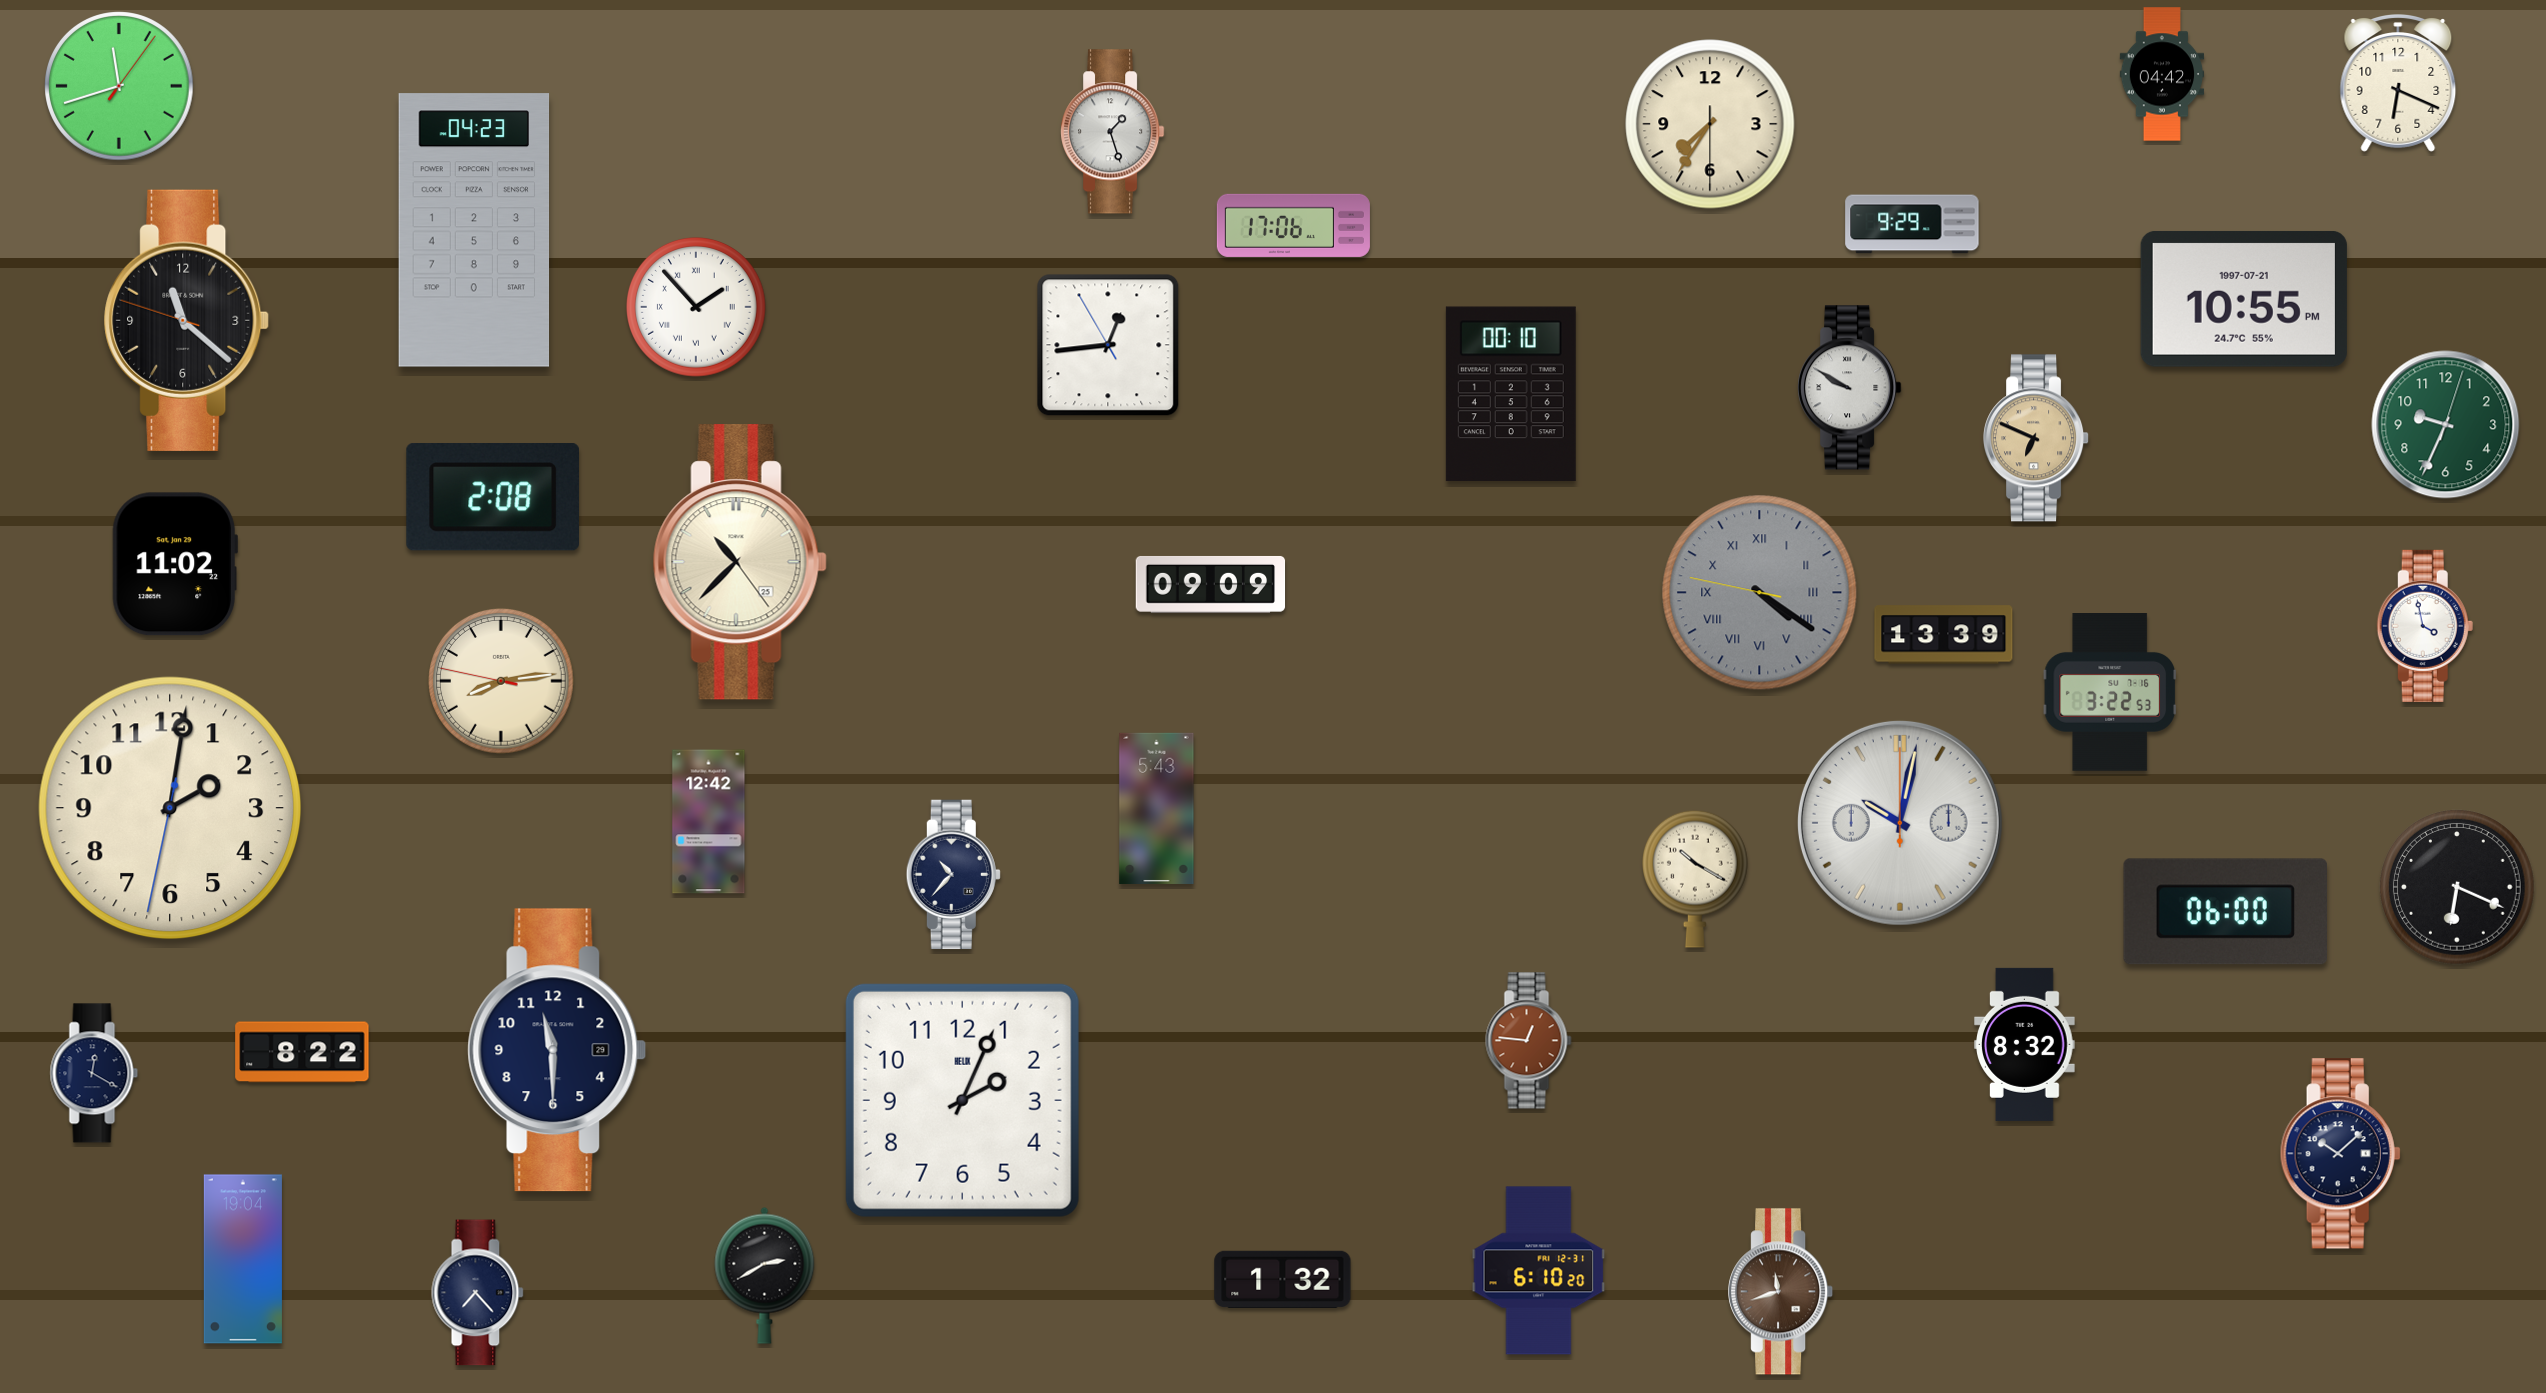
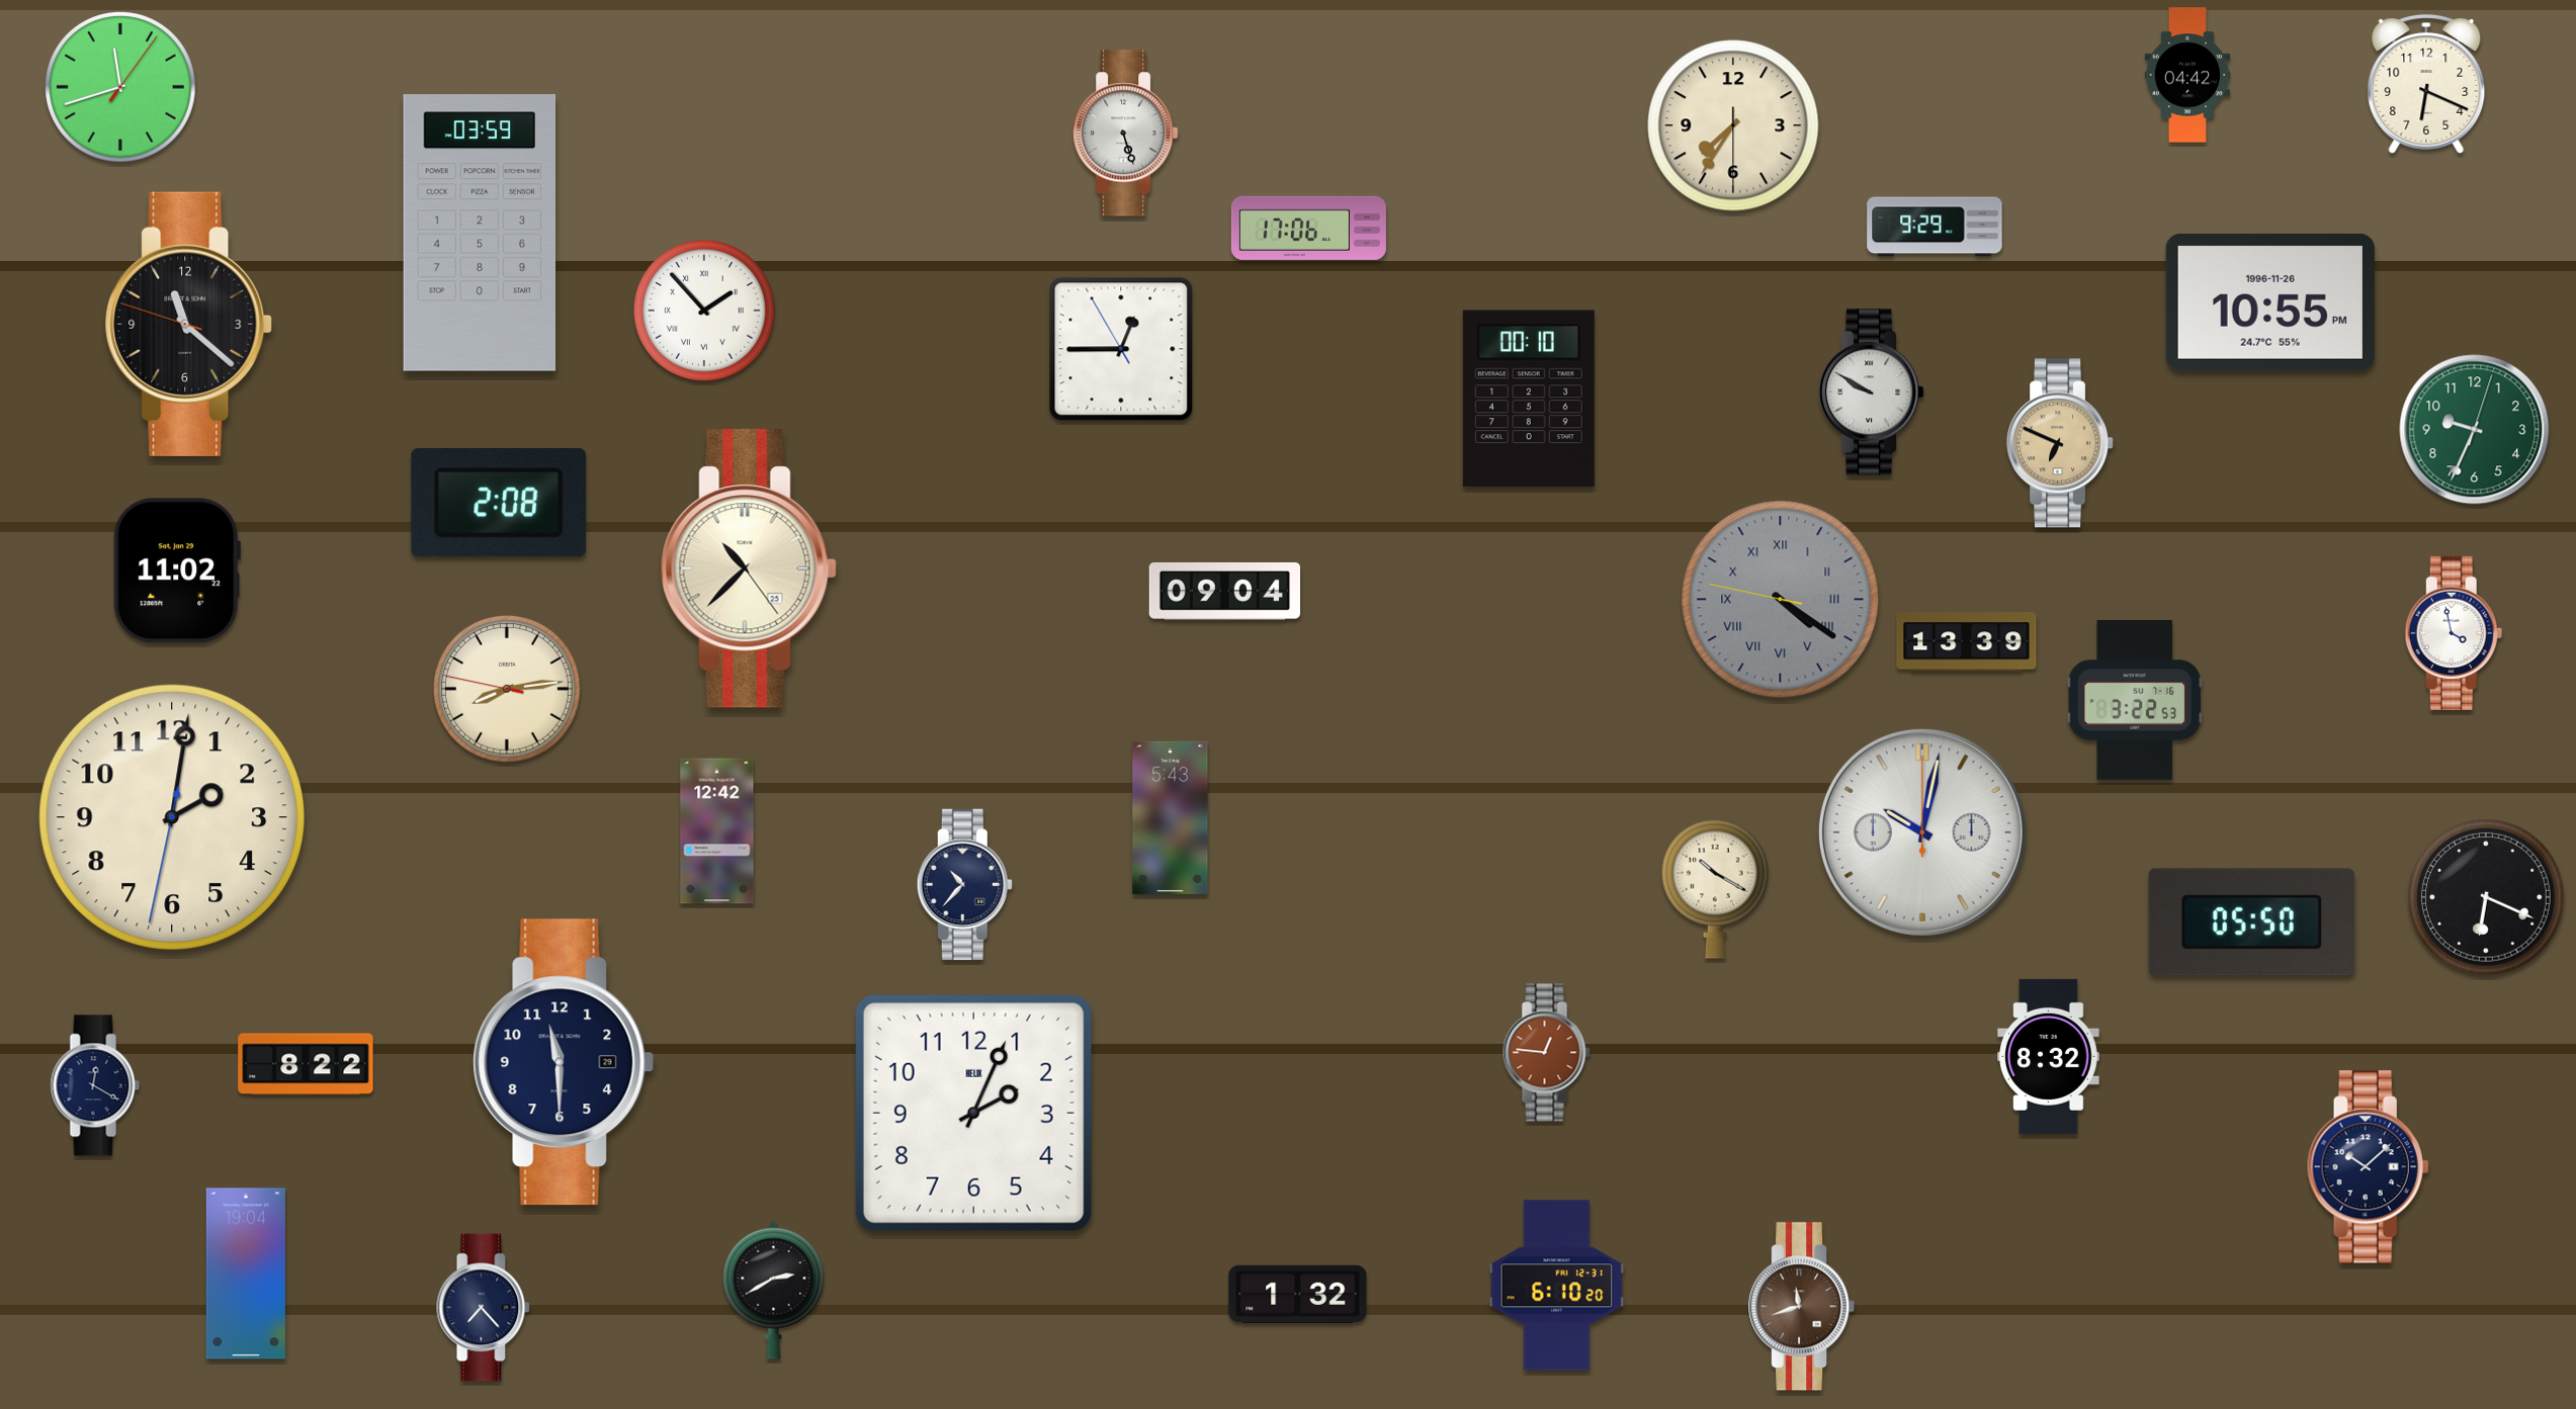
clock at (1710, 124) position: (1710, 124) -> (1733, 125)
clock at (1113, 132): 1:27 -> 5:27
clock at (474, 230): 04:23 -> 03:59
clock at (2244, 299) date: 1997-07-21 -> 1996-11-26
clock at (1108, 345): 12:43 -> 12:44
clock at (1211, 584): 09:09 -> 09:04
clock at (2225, 912): 06:00 -> 05:50
